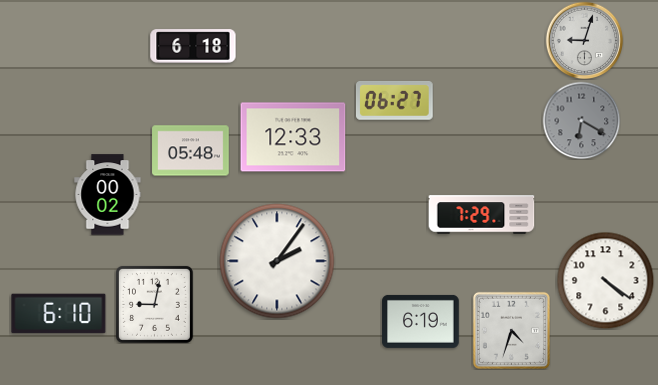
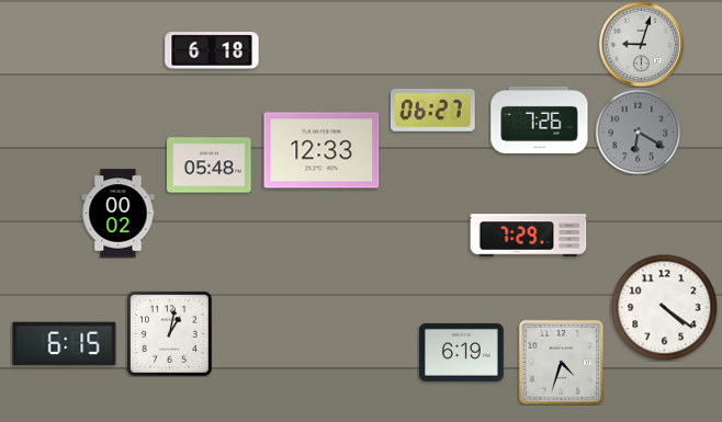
clock at (540, 119): none -> 7:26
clock at (277, 261): 2:06 -> none
clock at (154, 304): 9:02 -> 1:02
clock at (59, 314): 6:10 -> 6:15
